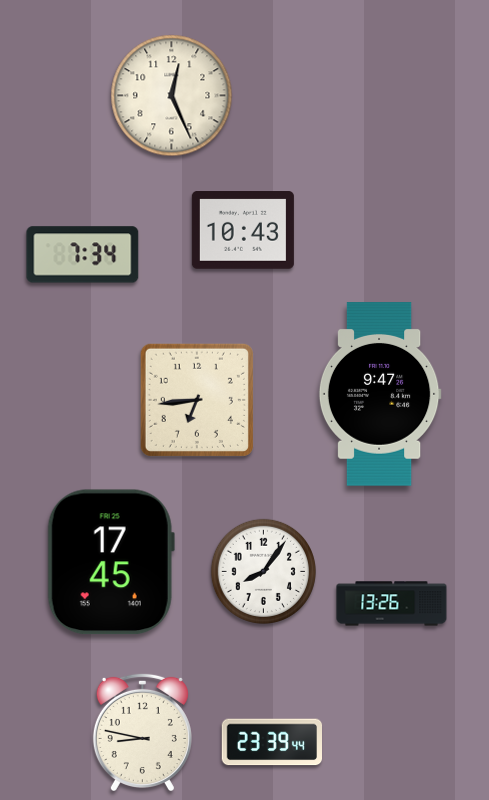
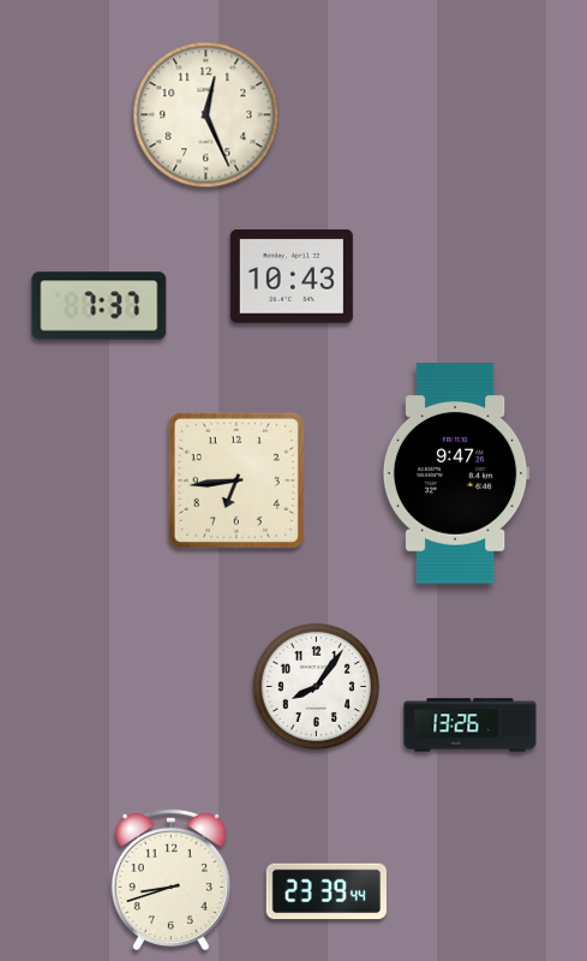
clock at (83, 255): 7:34 -> 7:37
clock at (111, 562): 17:45 -> none
clock at (142, 731): 8:47 -> 8:42
